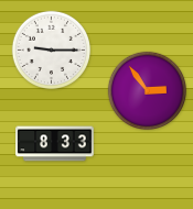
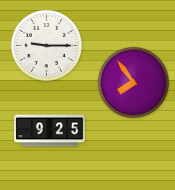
clock at (147, 90): 2:54 -> 7:54
clock at (55, 144): 8:33 -> 9:25
